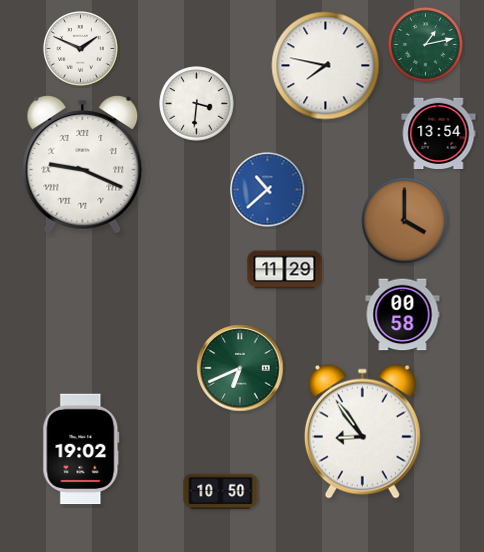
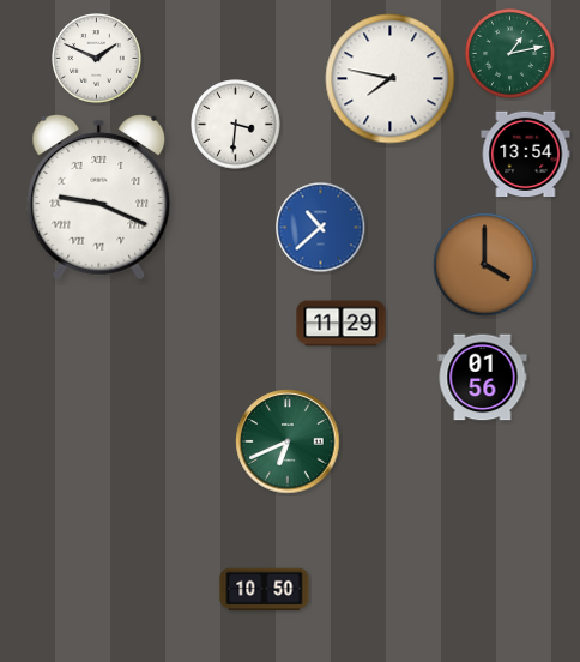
clock at (439, 133) position: (439, 133) -> (526, 154)
clock at (403, 315): 00:58 -> 01:56
clock at (362, 431): 8:54 -> none
clock at (81, 449): 19:02 -> none
